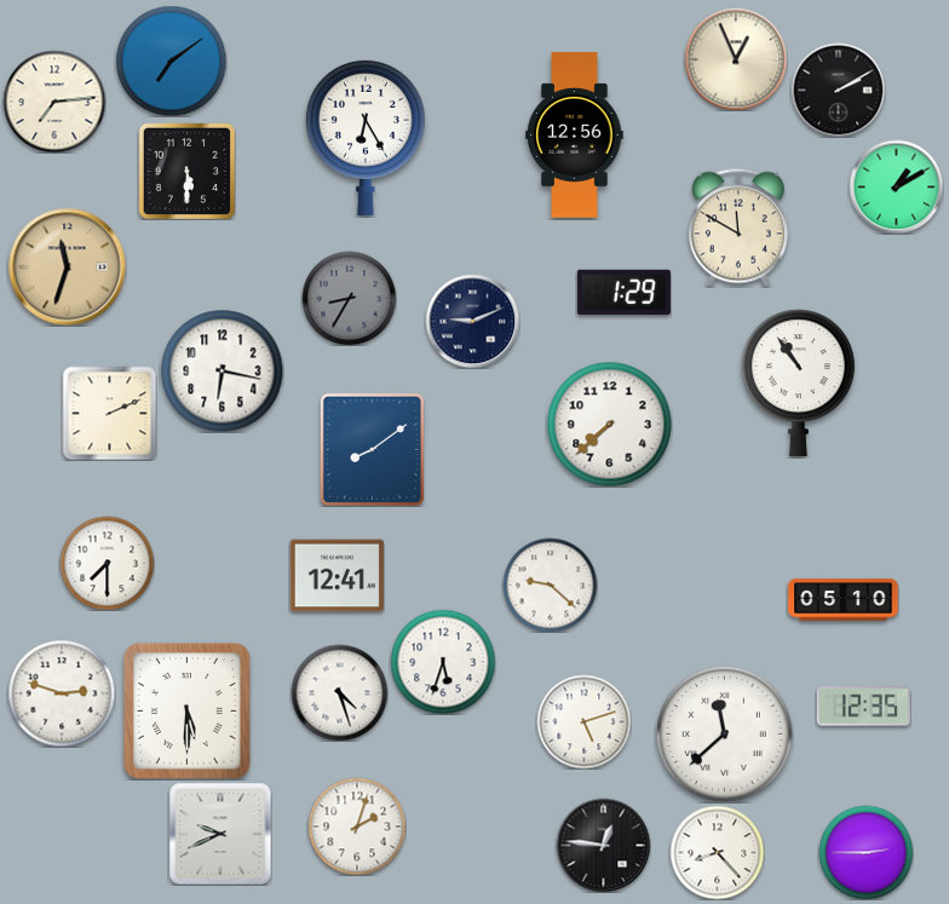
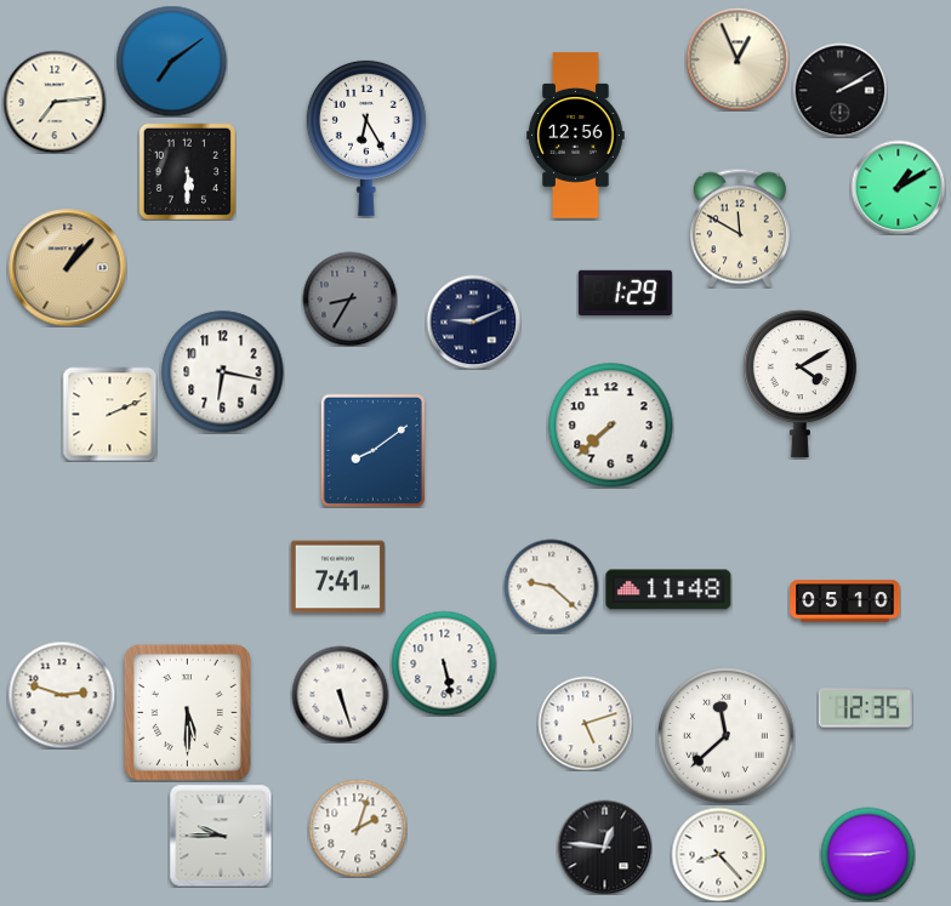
clock at (68, 267): 11:33 -> 1:07
clock at (798, 384): 10:54 -> 4:10
clock at (107, 563): 7:30 -> none
clock at (337, 576): 12:41 -> 7:41
clock at (668, 589): none -> 11:48
clock at (443, 662): 5:33 -> 5:28
clock at (339, 692): 4:27 -> 5:27
clock at (220, 834): 9:41 -> 9:45
